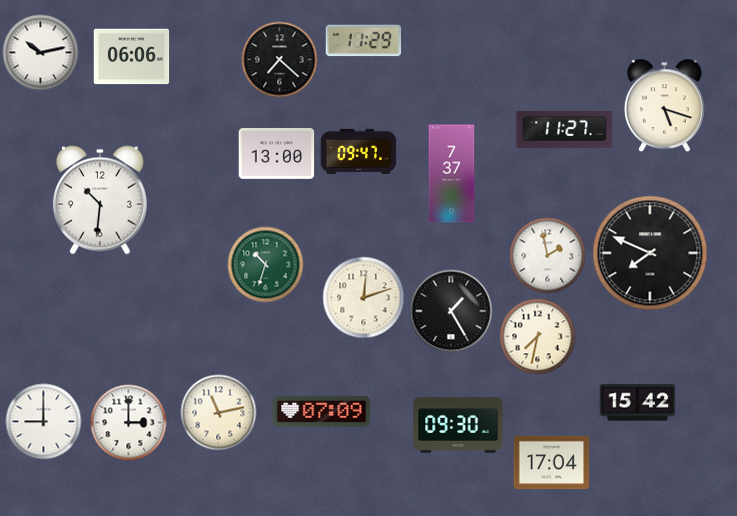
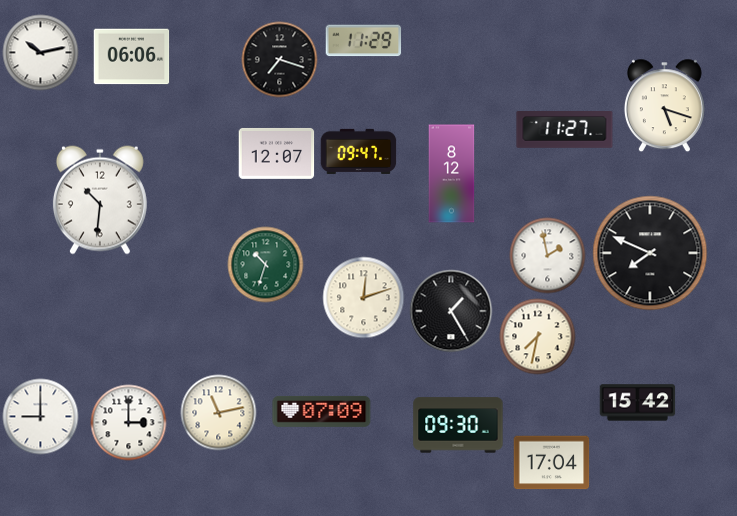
clock at (280, 60): 7:22 -> 7:18
clock at (277, 153): 13:00 -> 12:07
clock at (452, 174): 7:37 -> 8:12
clock at (44, 422) position: (44, 422) -> (41, 417)
